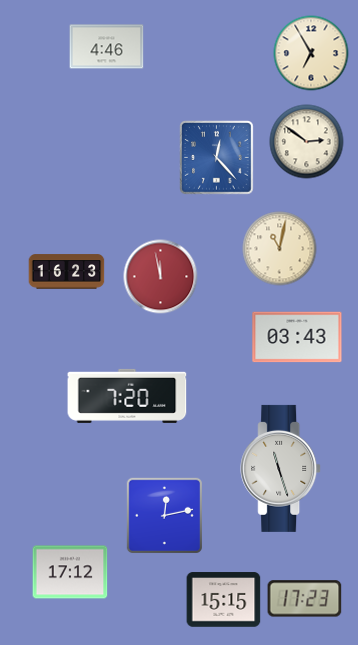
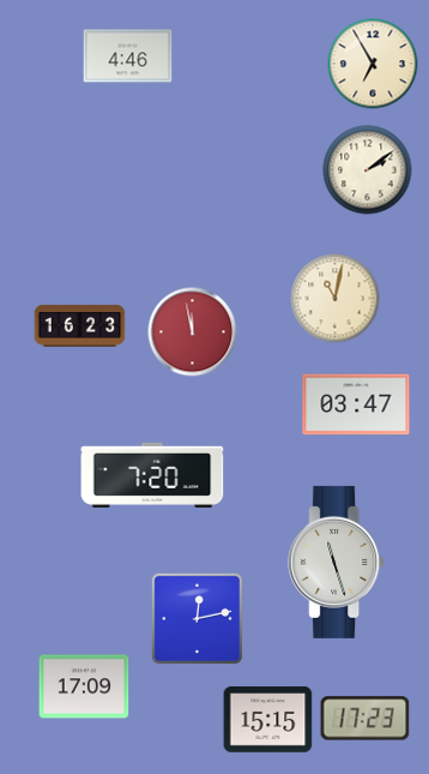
clock at (307, 142): 2:51 -> 2:09
clock at (217, 158): 12:23 -> none
clock at (297, 337): 03:43 -> 03:47
clock at (70, 572): 17:12 -> 17:09
